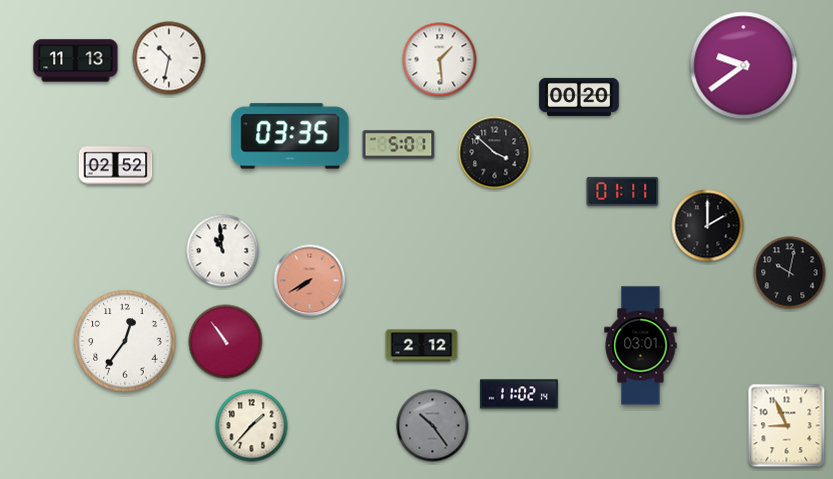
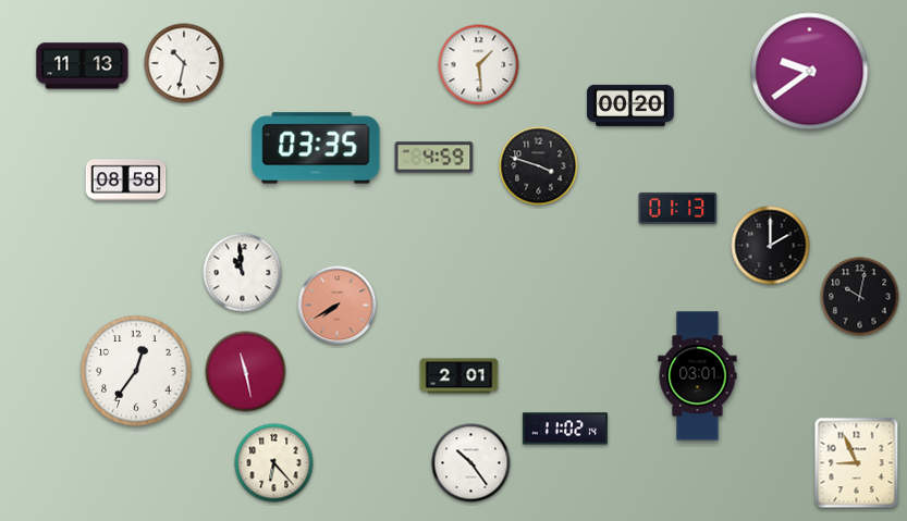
clock at (399, 145): 5:01 -> 4:59
clock at (495, 153): 3:52 -> 3:48
clock at (116, 166): 02:52 -> 08:58
clock at (623, 191): 01:11 -> 01:13
clock at (226, 342): 10:54 -> 11:28
clock at (422, 346): 2:12 -> 2:01
clock at (252, 426): 1:37 -> 6:23
clock at (433, 426) dial: grey -> white
